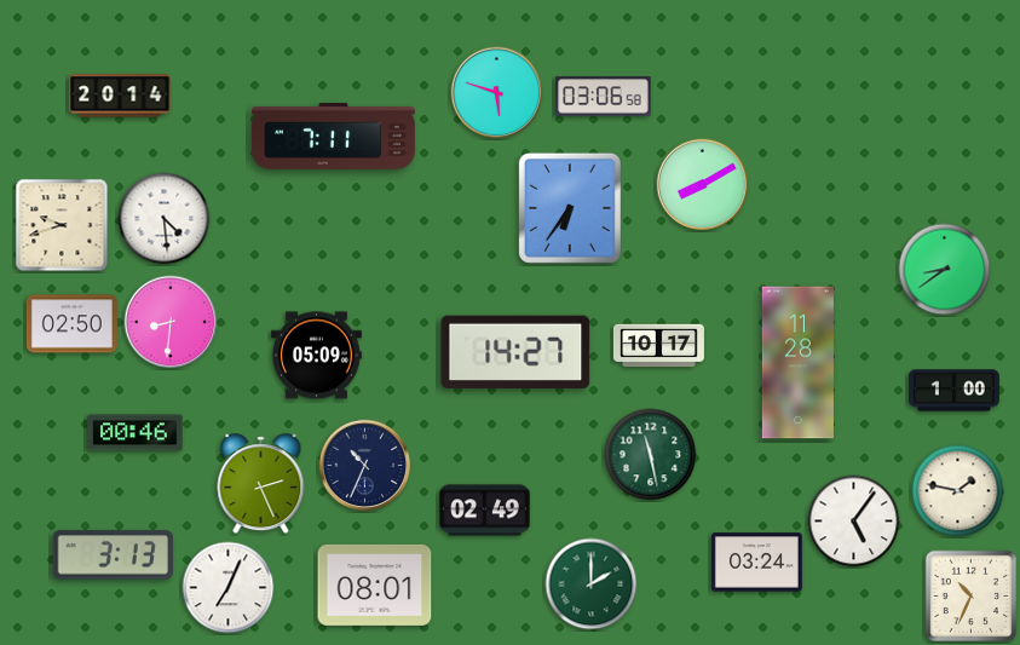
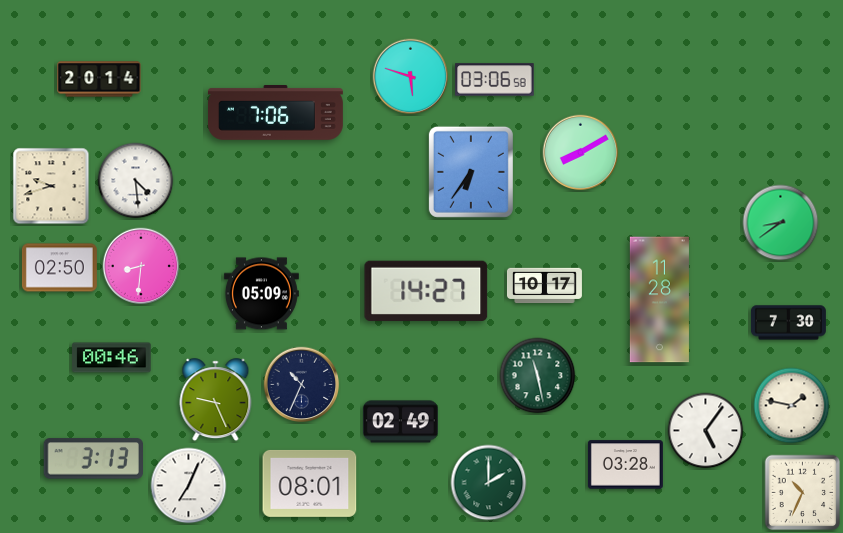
clock at (604, 97) position: (604, 97) -> (495, 80)
clock at (333, 137): 7:11 -> 7:06
clock at (953, 391): 1:00 -> 7:30
clock at (261, 484): 2:26 -> 9:26
clock at (756, 563): 03:24 -> 03:28
